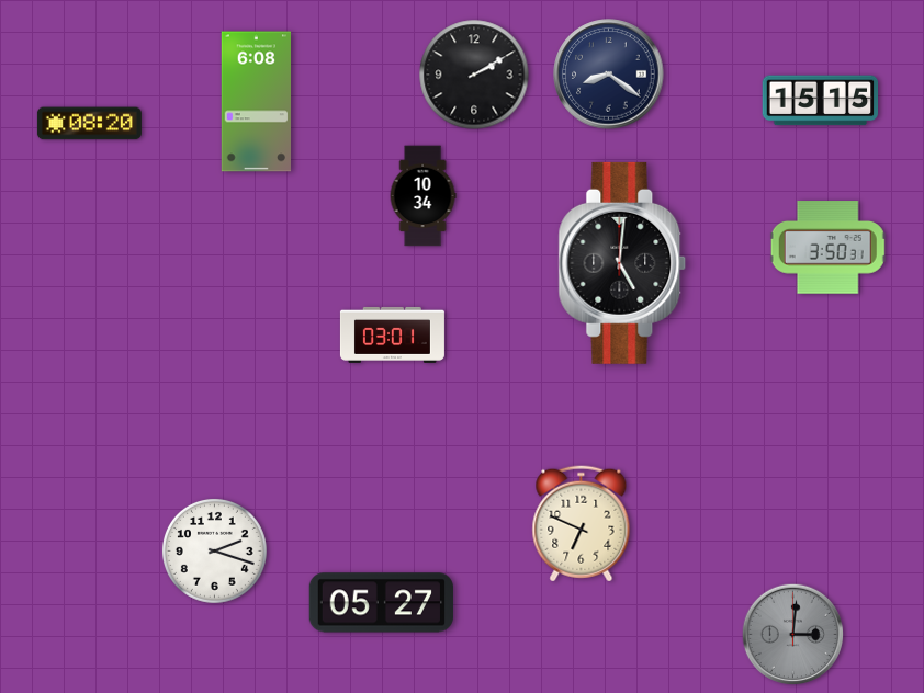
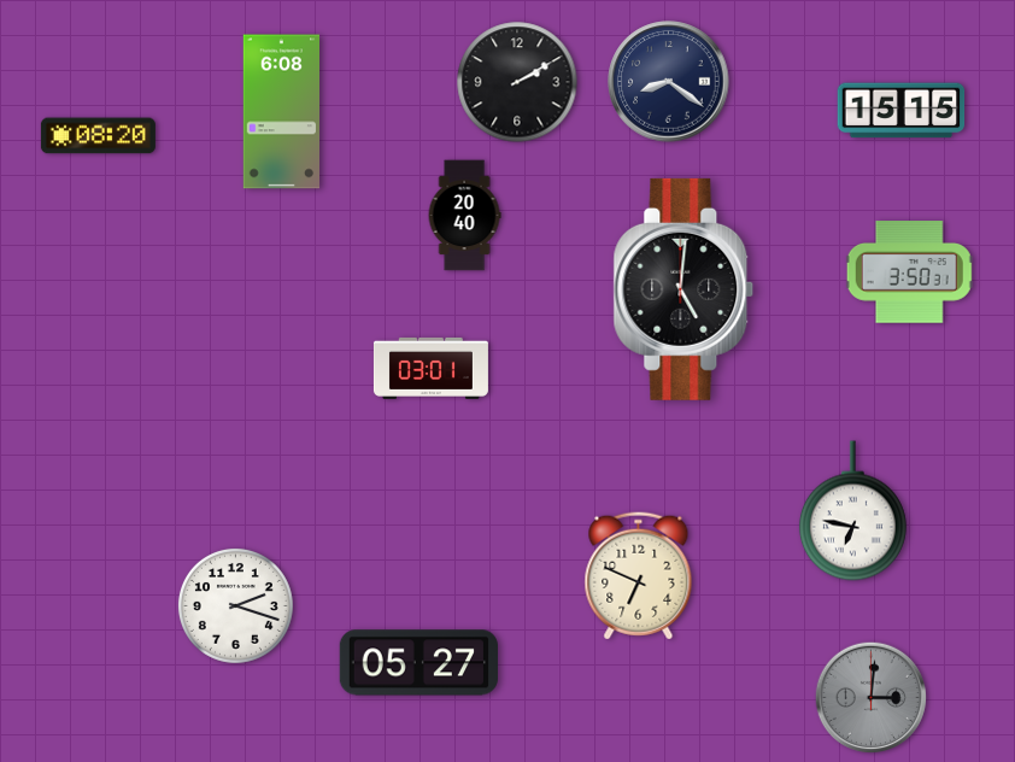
clock at (474, 75) position: (474, 75) -> (517, 82)
clock at (422, 196): 10:34 -> 20:40
clock at (852, 511): none -> 6:47
